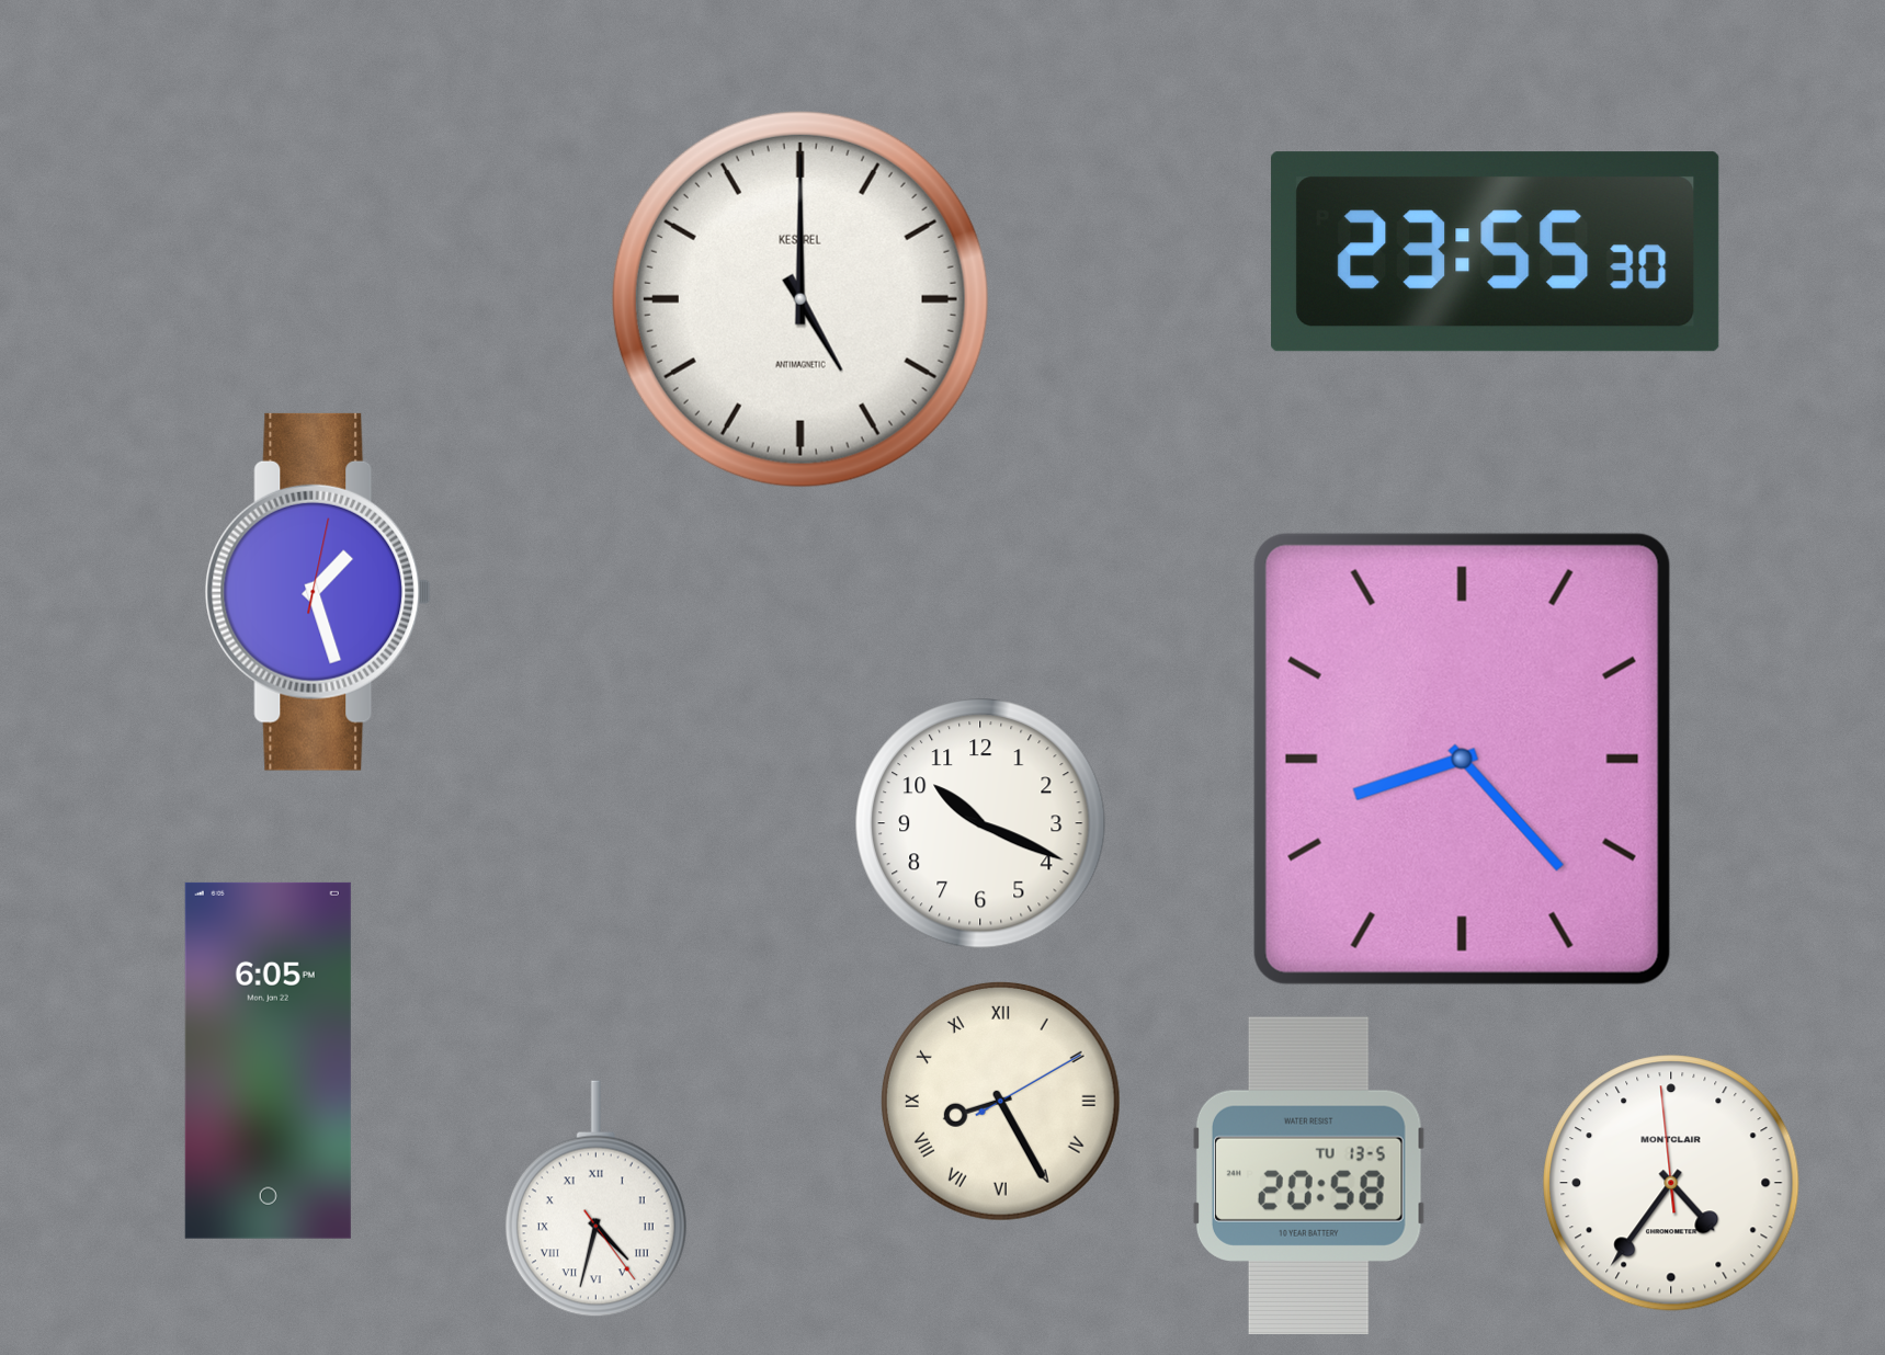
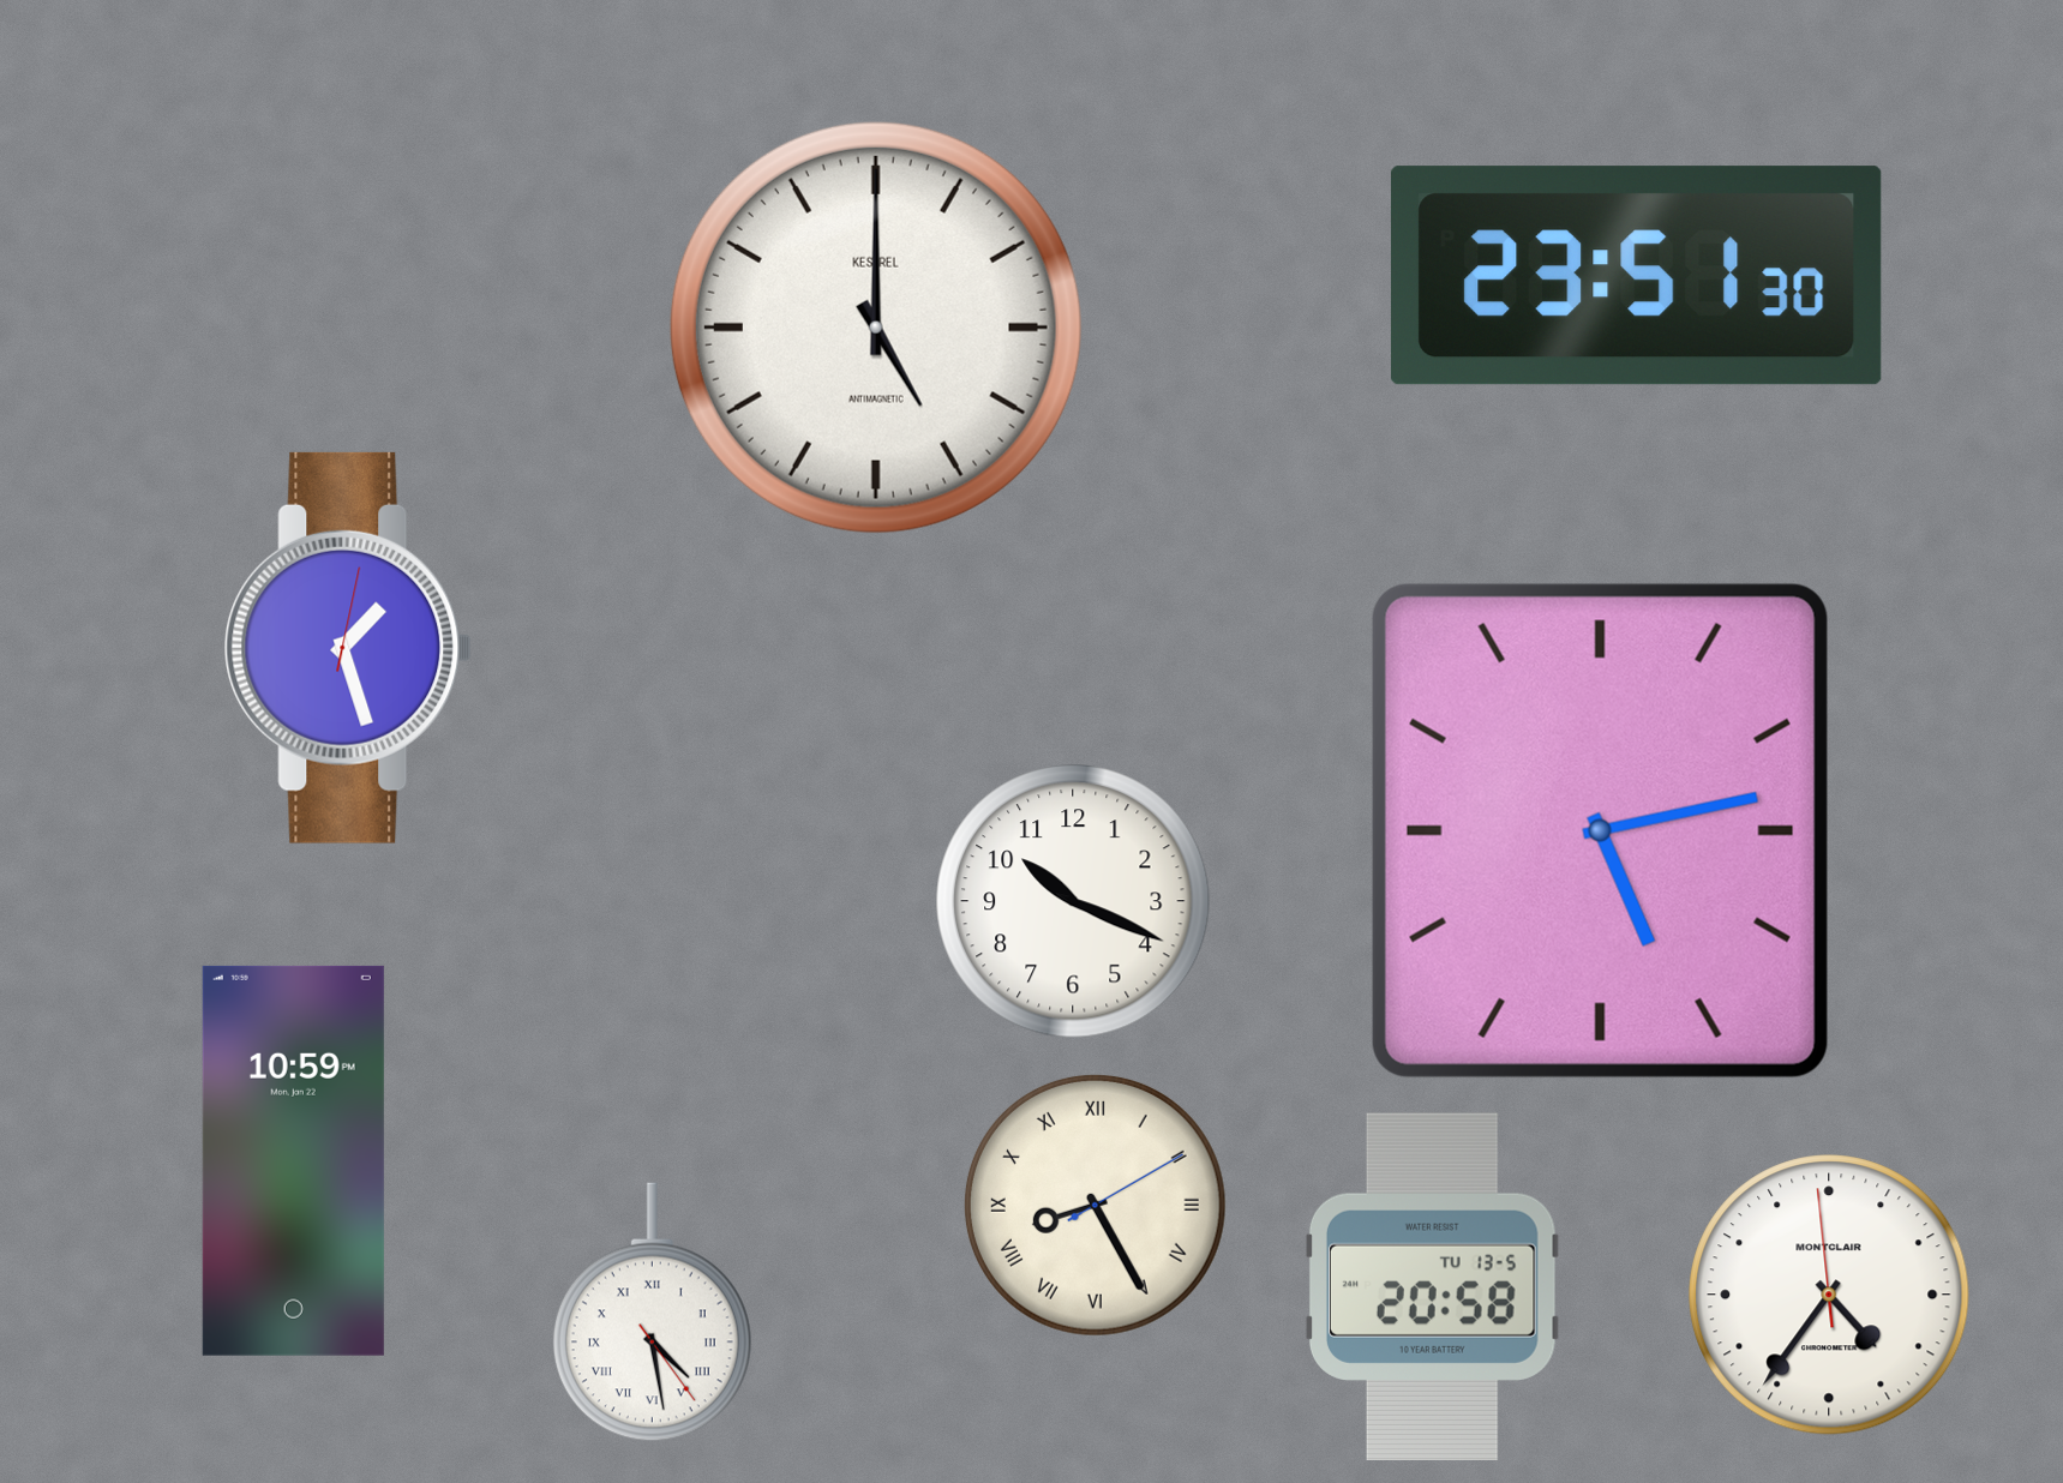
clock at (1496, 252): 23:55 -> 23:51
clock at (1462, 759): 8:23 -> 5:13
clock at (268, 1060): 6:05 -> 10:59
clock at (595, 1199): 4:32 -> 4:28
